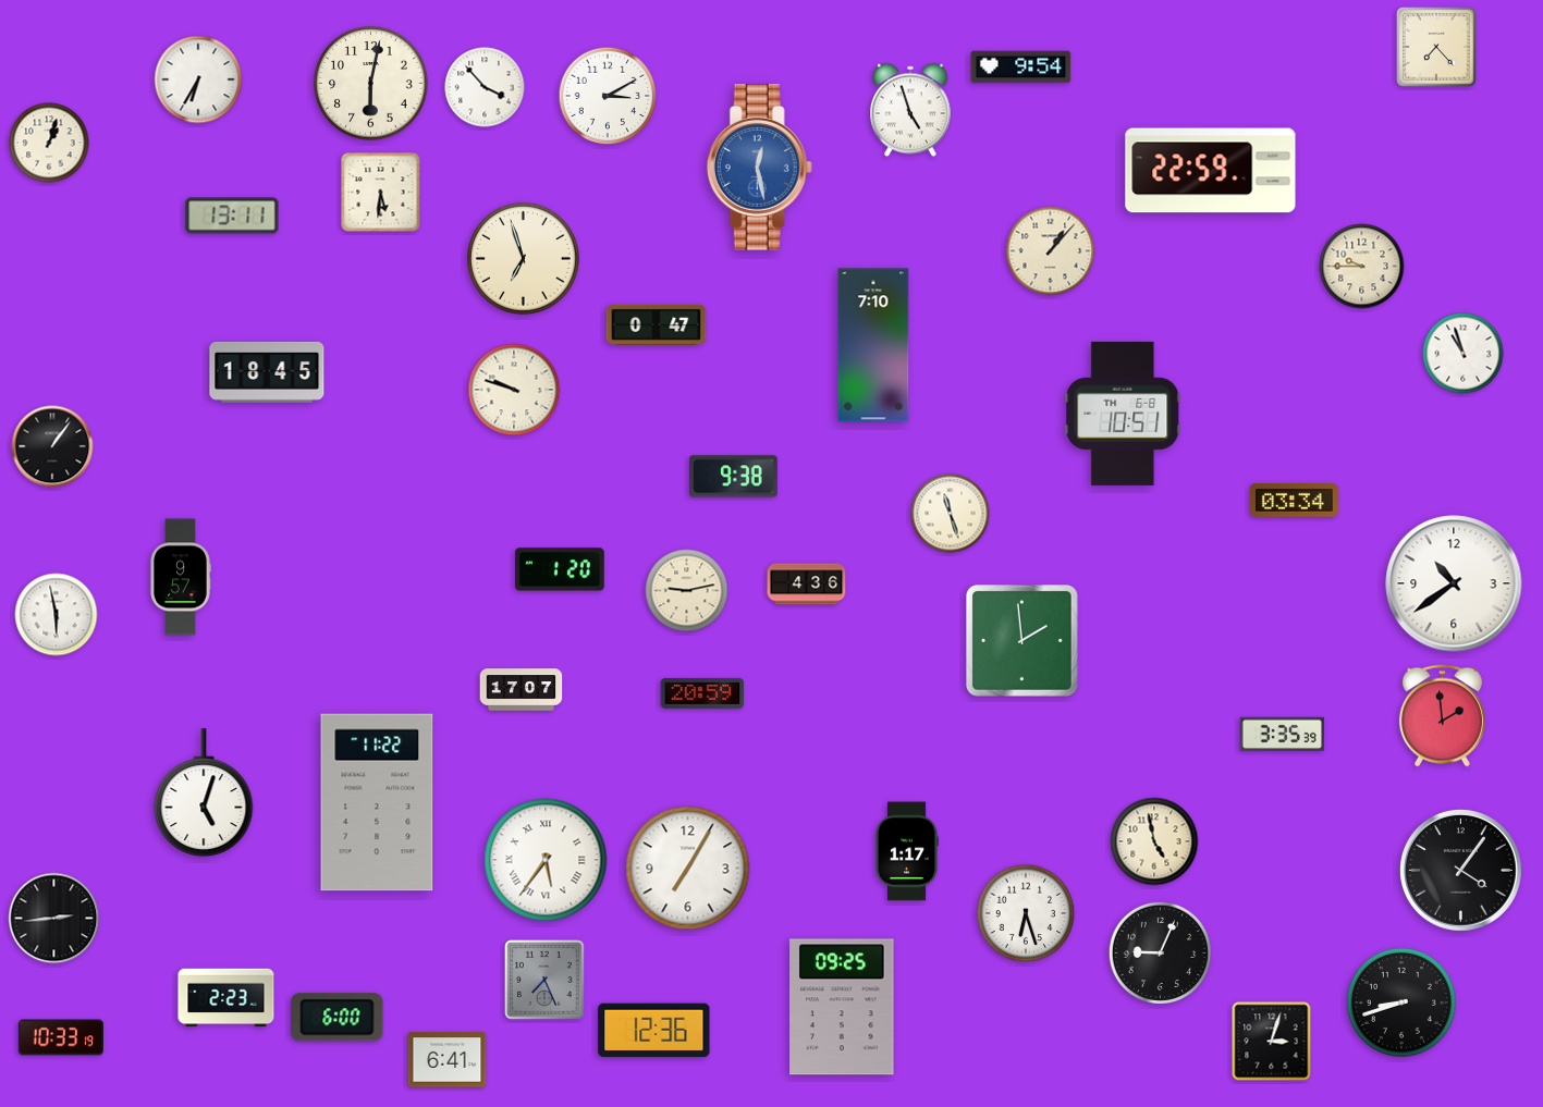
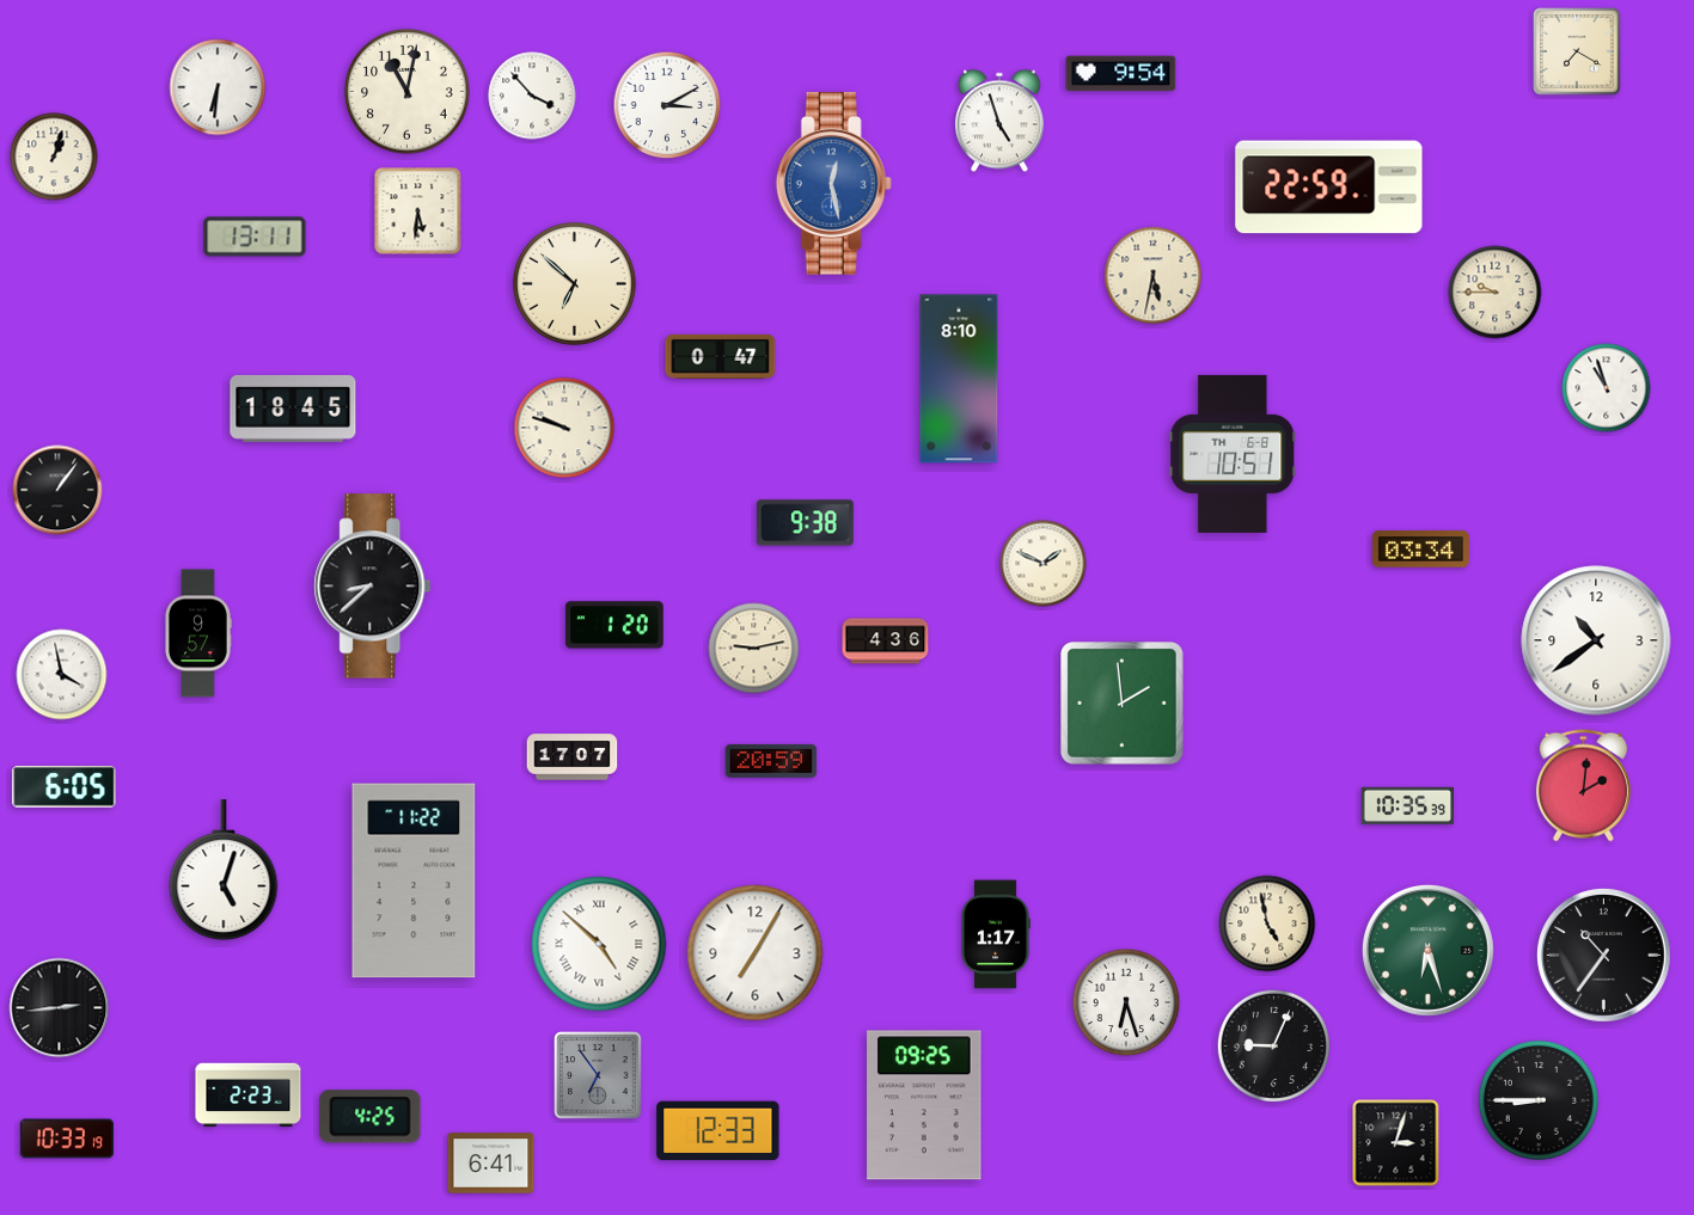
clock at (1436, 47): 7:23 -> 7:20
clock at (198, 79): 6:35 -> 6:31
clock at (371, 84): 6:02 -> 11:02
clock at (1051, 251): 1:07 -> 5:32
clock at (524, 259): 6:57 -> 6:52
clock at (873, 345): 7:10 -> 8:10
clock at (951, 514): 11:27 -> 1:49
clock at (373, 587): none -> 8:38
clock at (57, 615): 5:58 -> 3:58
clock at (1442, 716): 1:59 -> 2:01
clock at (65, 787): none -> 6:05
clock at (1282, 734): 3:35 -> 10:35
clock at (546, 860): 5:36 -> 4:52
clock at (1427, 950): none -> 6:27
clock at (1461, 871): 4:06 -> 10:36
clock at (544, 980): 7:26 -> 6:54
clock at (1401, 1003): 8:42 -> 8:45
clock at (338, 1018): 6:00 -> 4:25
clock at (654, 1031): 12:36 -> 12:33
